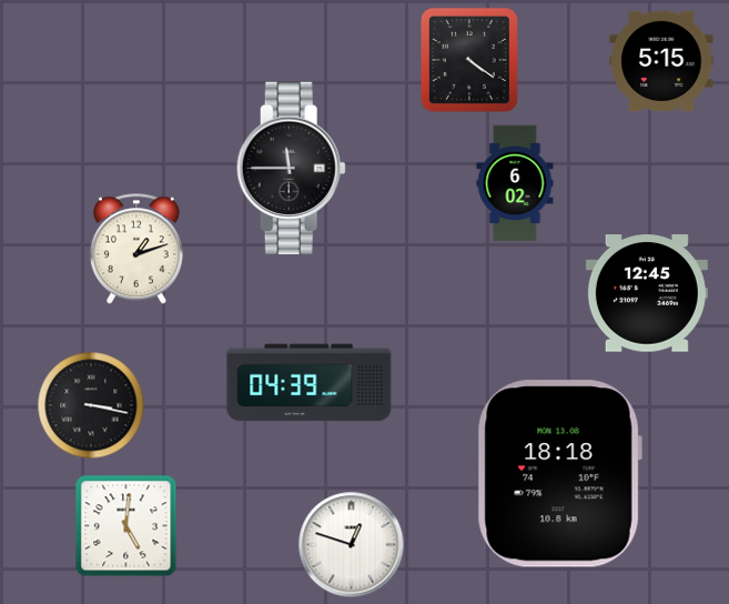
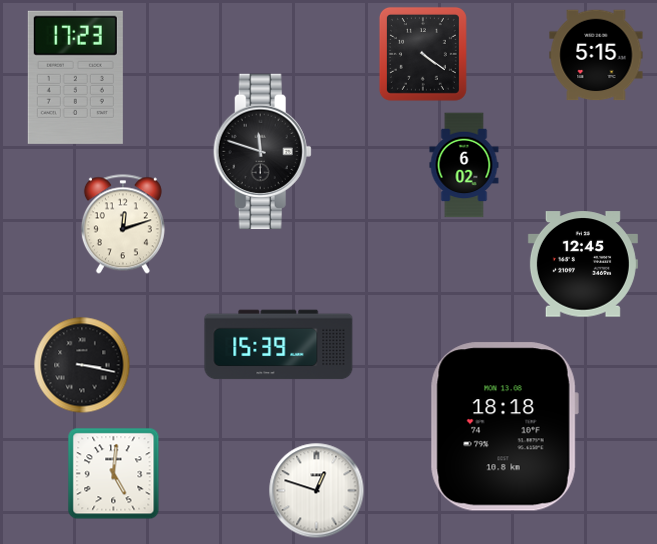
clock at (75, 77): none -> 17:23
clock at (291, 169): 11:45 -> 11:48
clock at (136, 249): 1:12 -> 12:12
clock at (310, 383): 04:39 -> 15:39
